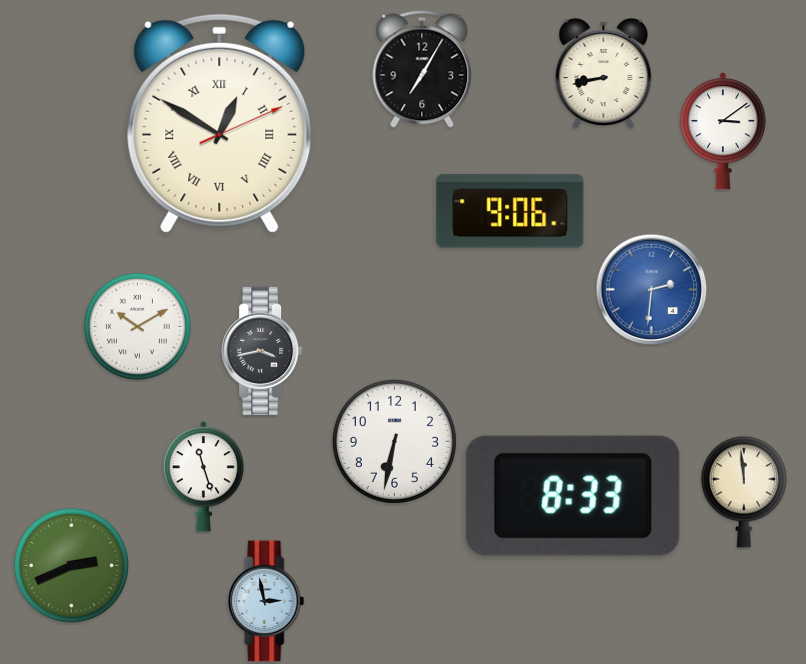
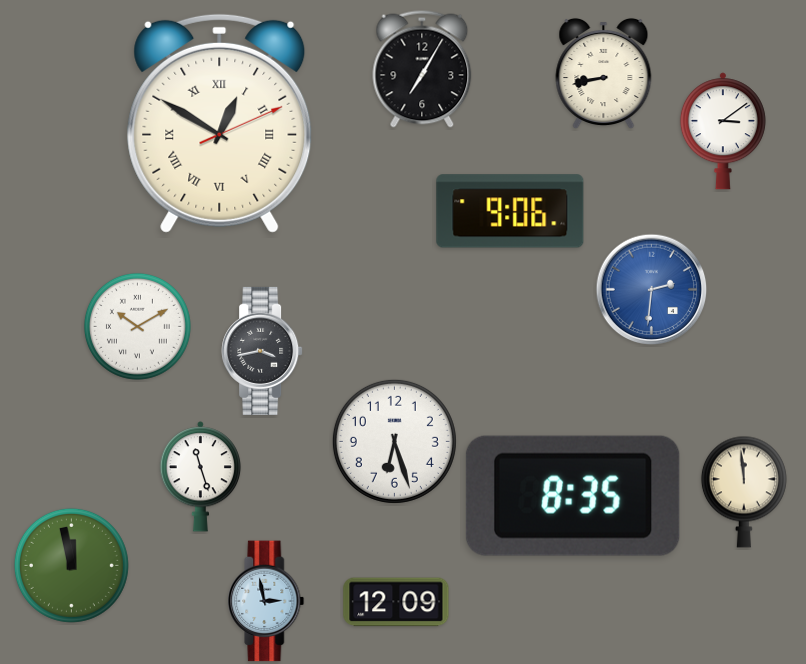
clock at (394, 441): 6:32 -> 6:27
clock at (204, 477) position: (204, 477) -> (201, 477)
clock at (573, 496): 8:33 -> 8:35
clock at (71, 565): 2:41 -> 11:58
clock at (396, 602): none -> 12:09
